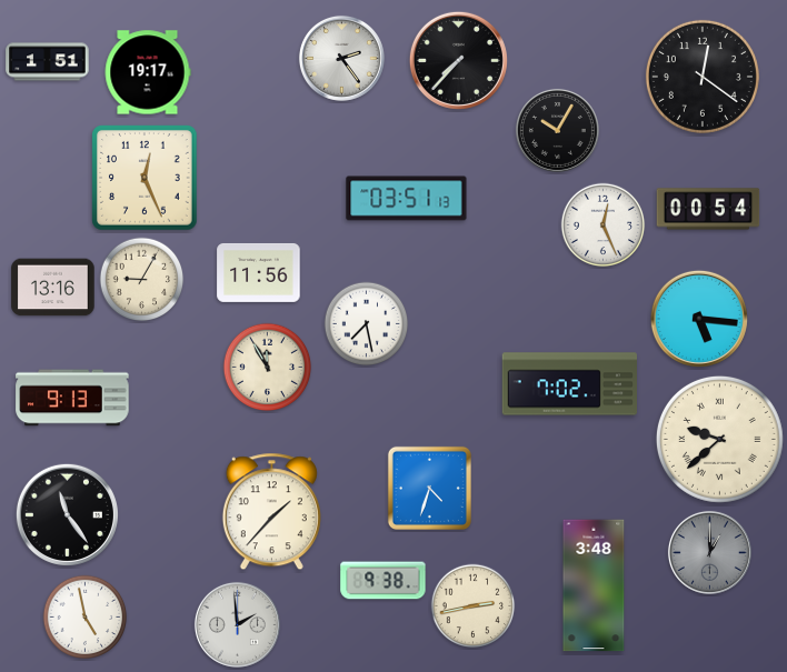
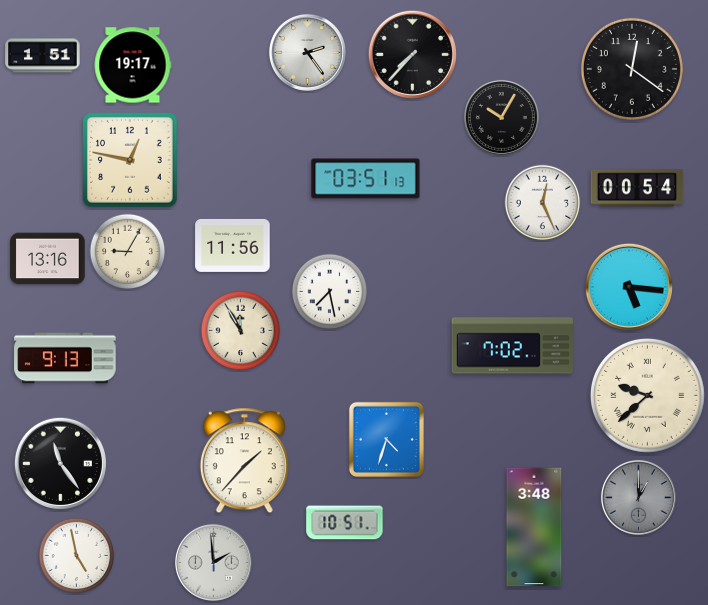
clock at (145, 178): 12:26 -> 12:47
clock at (383, 581): 9:38 -> 10:51
clock at (474, 606): 2:43 -> none
